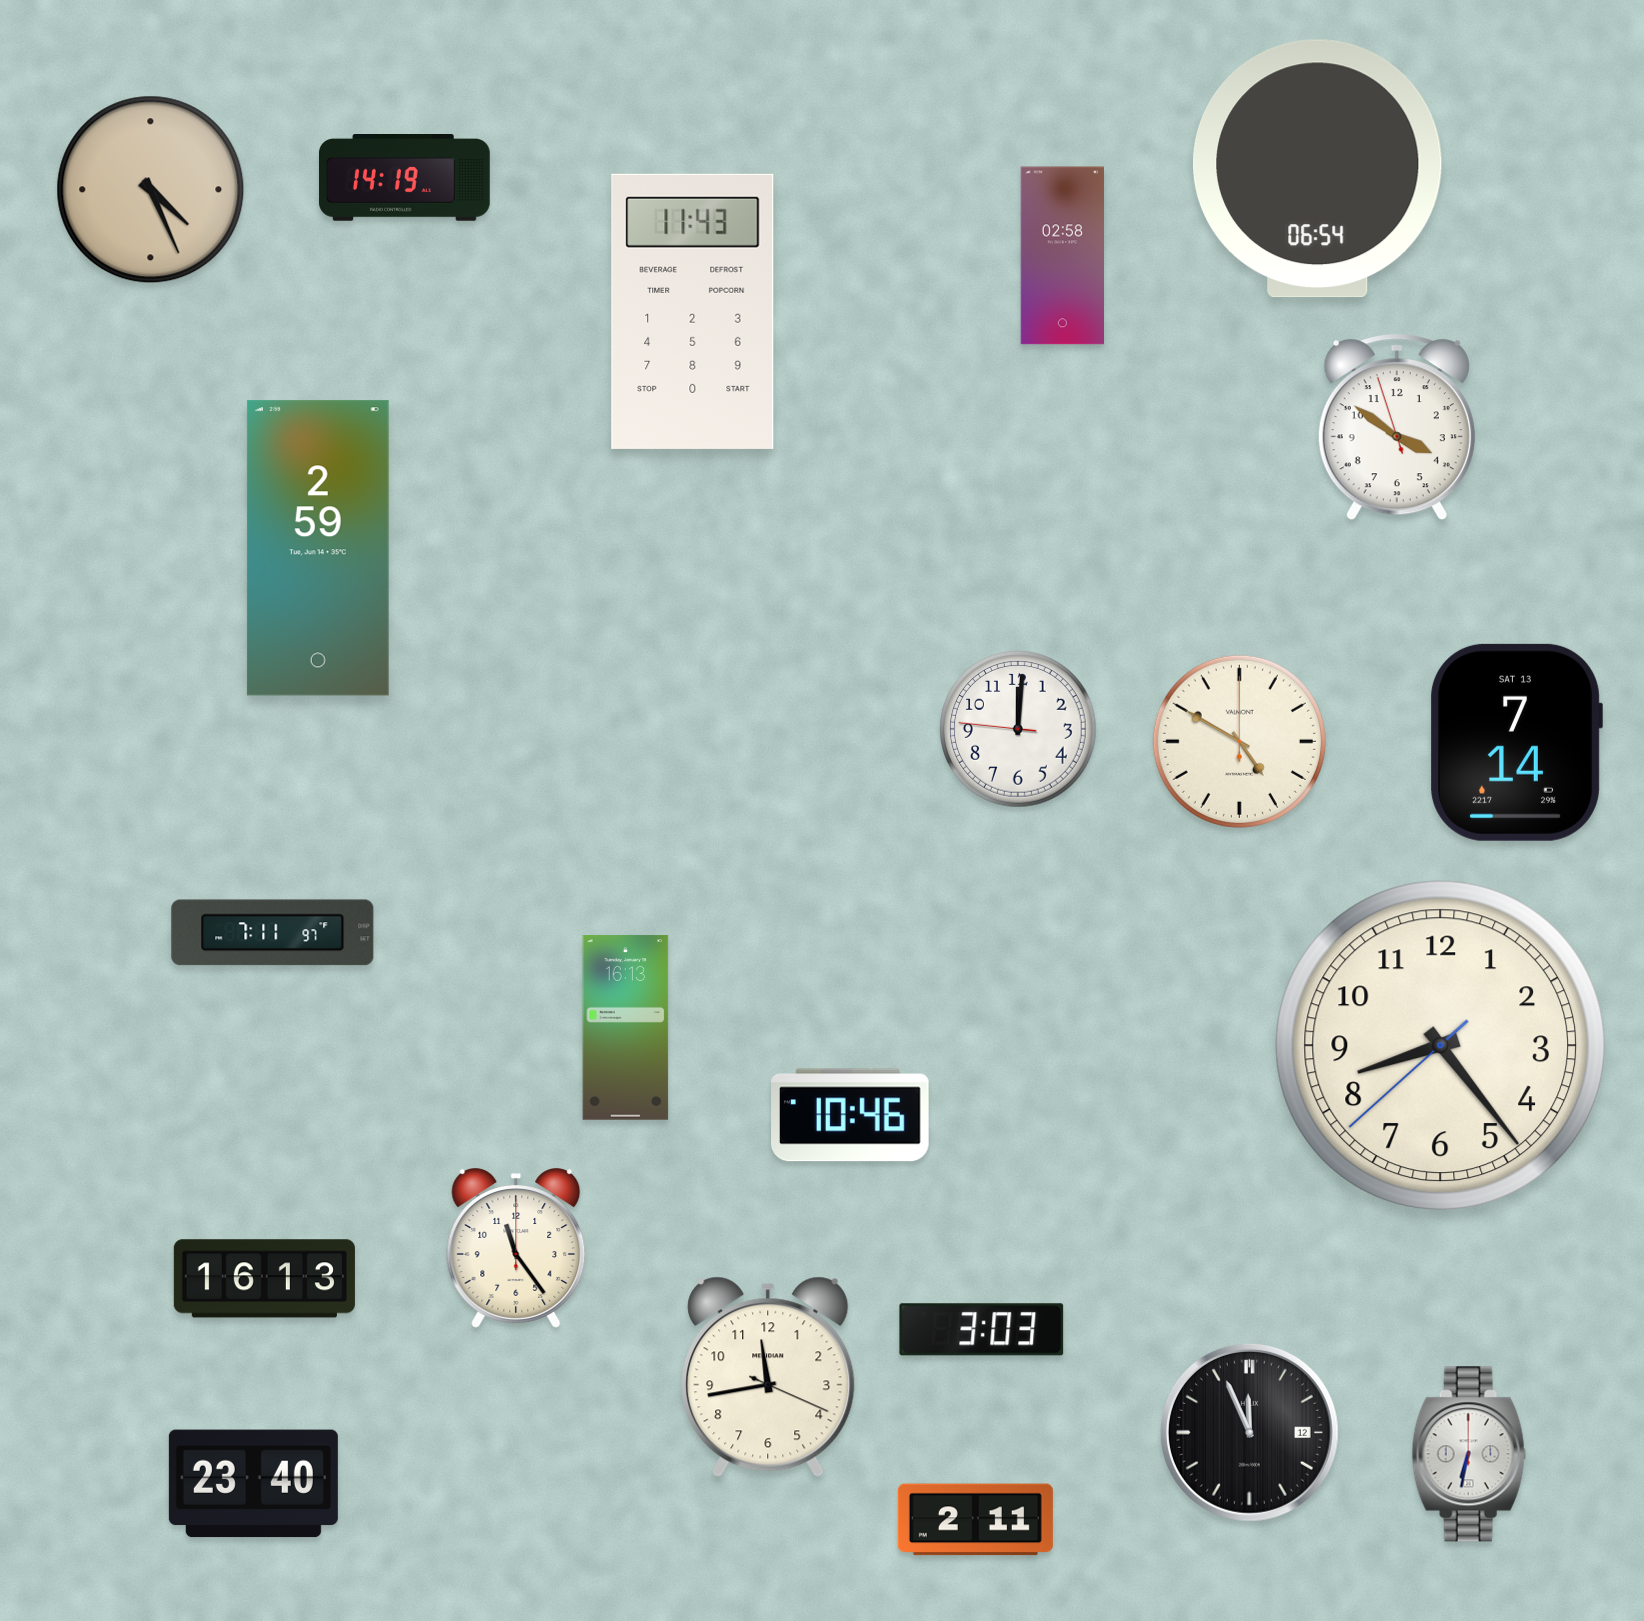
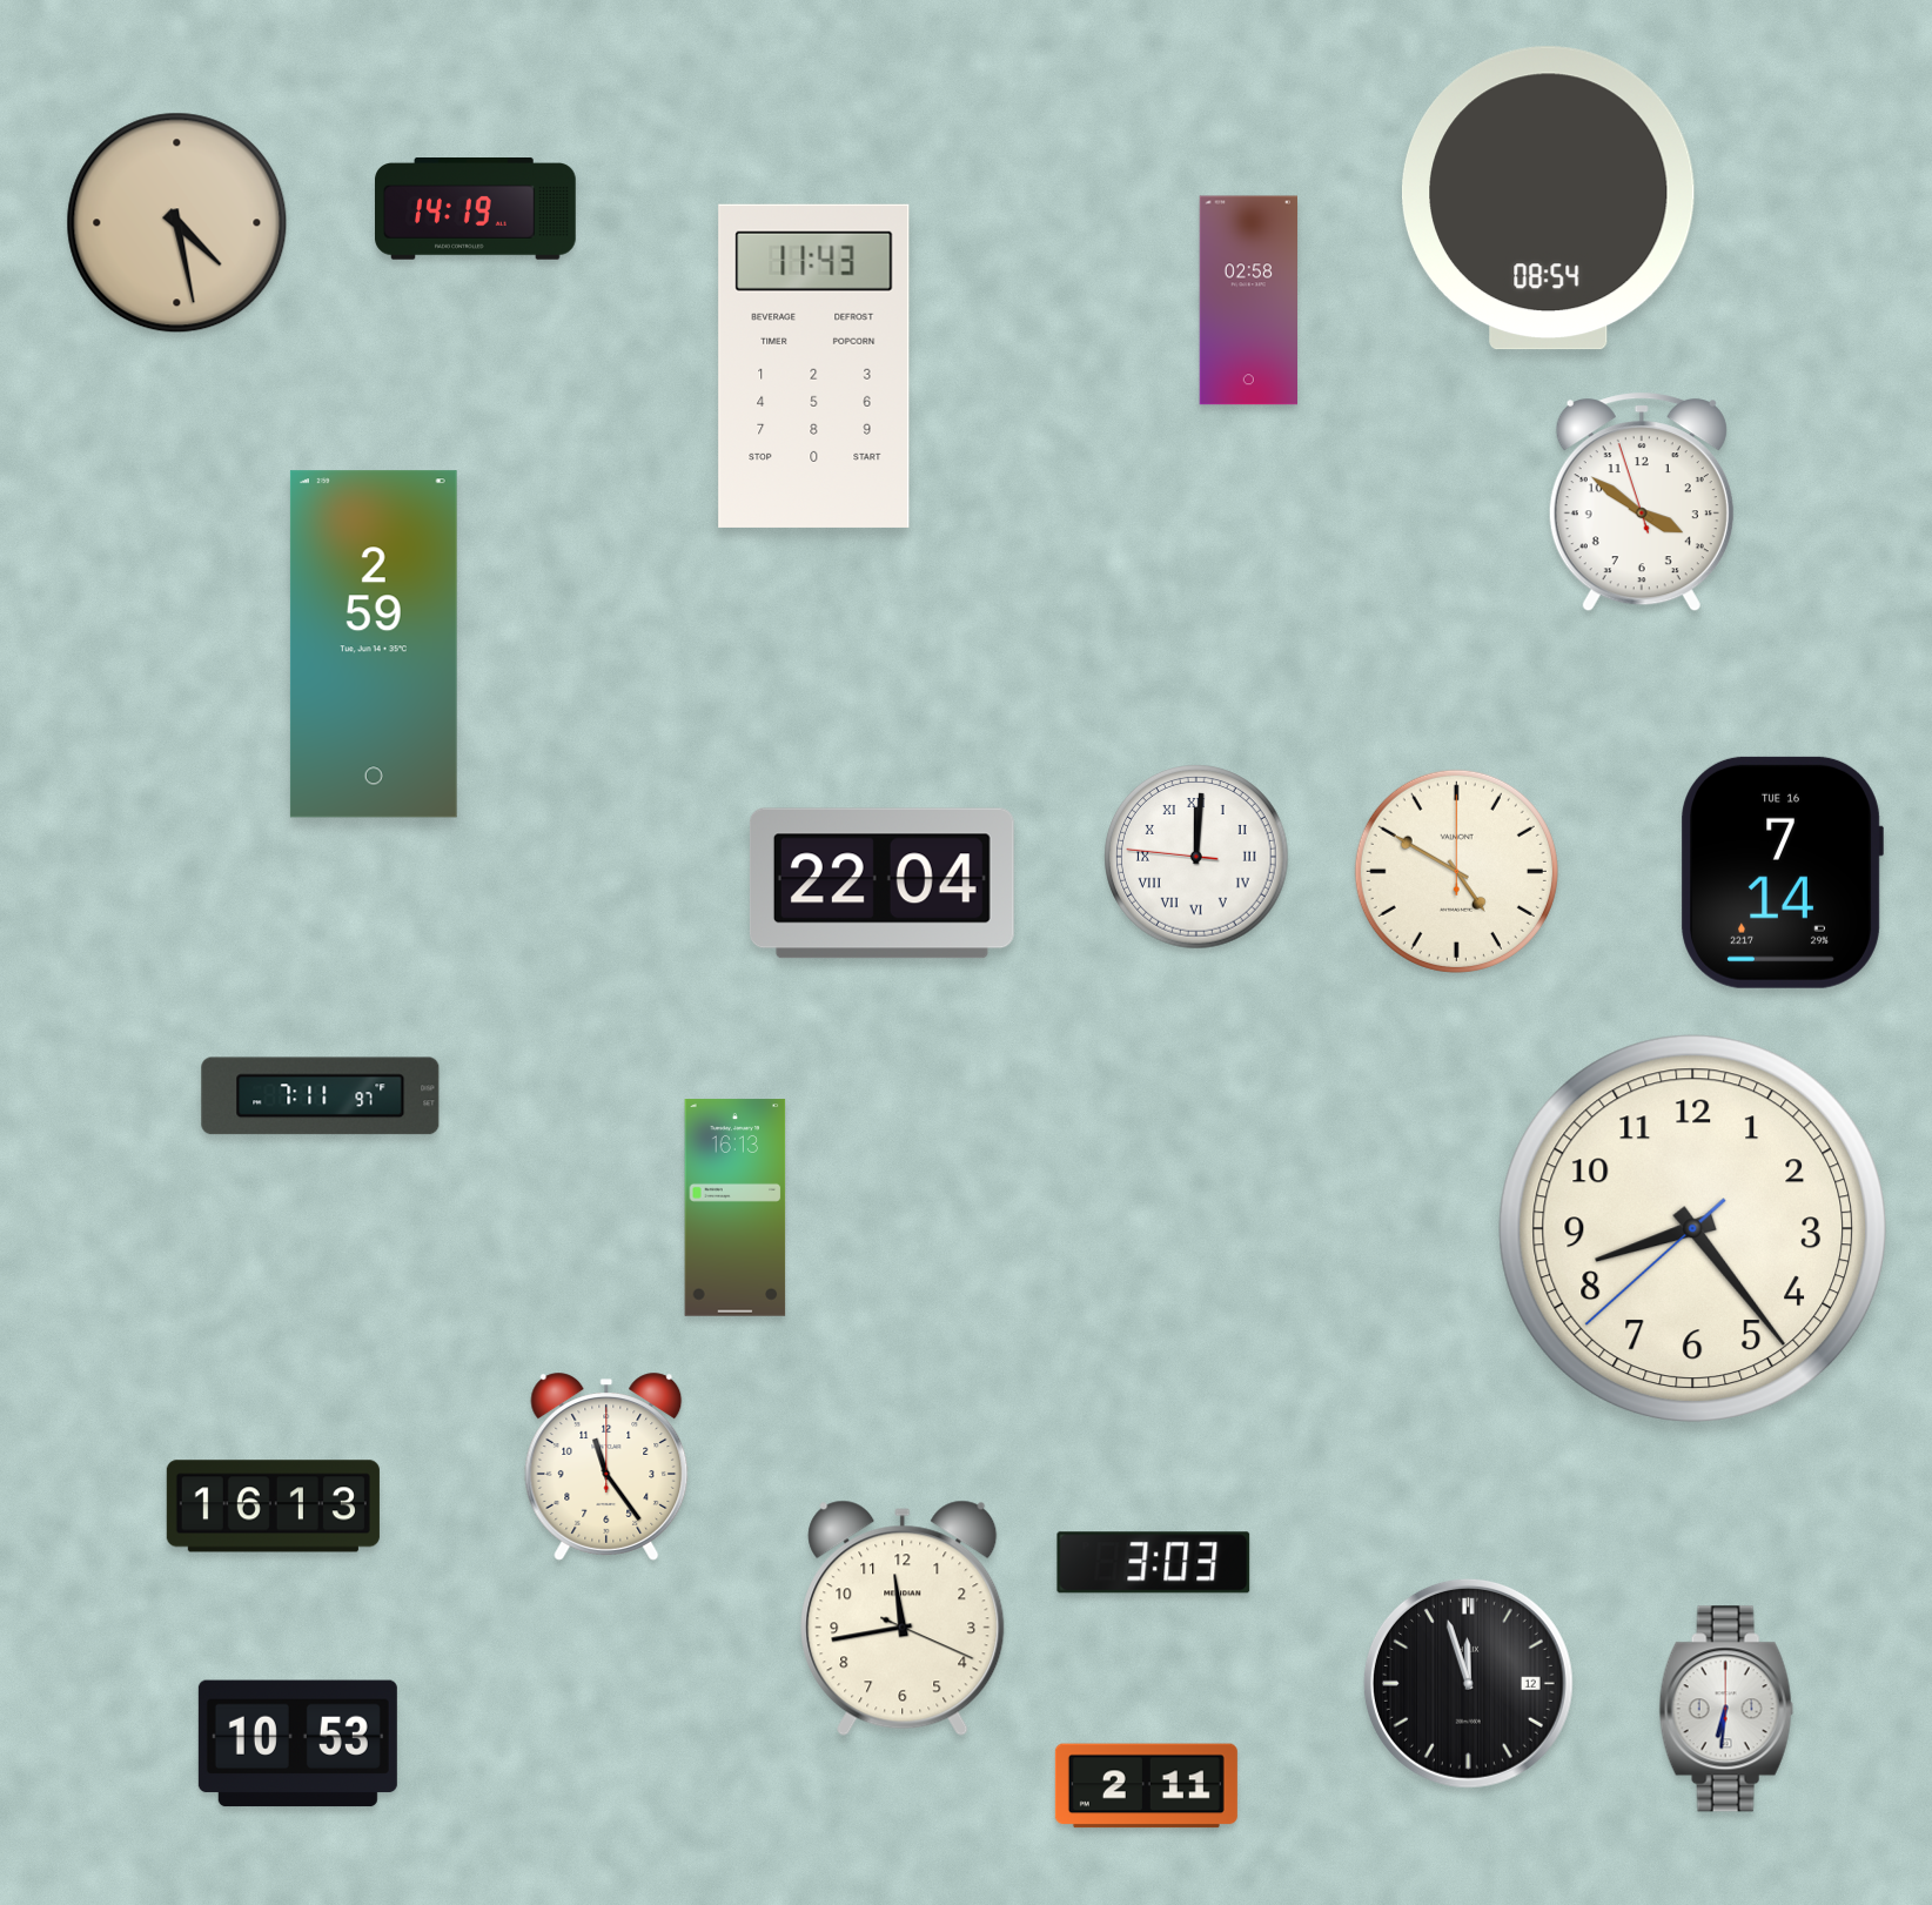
clock at (1317, 169): 06:54 -> 08:54
clock at (151, 190): 4:26 -> 4:28
clock at (1018, 729) numerals: Arabic -> Roman
clock at (1516, 742) date: SAT 13 -> TUE 16
clock at (881, 884): none -> 22:04
clock at (851, 1115): 10:46 -> none
clock at (264, 1279) position: (264, 1279) -> (273, 1507)
clock at (1249, 1432): 11:56 -> 11:57
clock at (1469, 1454): 6:32 -> 6:31
clock at (253, 1484): 23:40 -> 10:53
